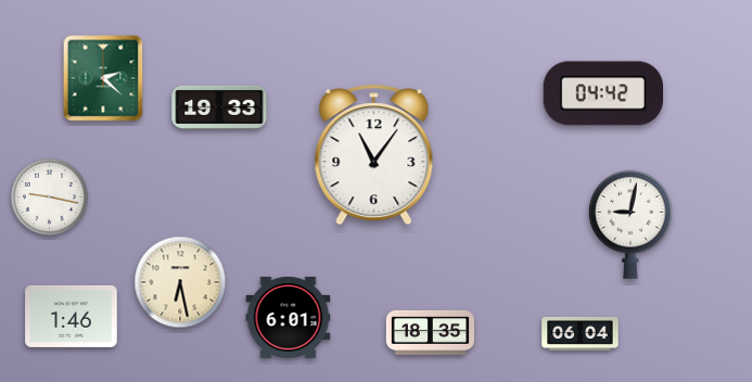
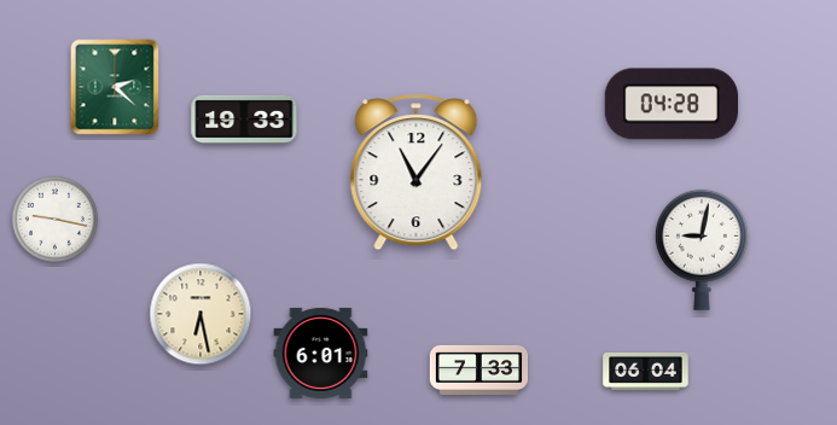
clock at (602, 93): 04:42 -> 04:28
clock at (72, 316): 1:46 -> none
clock at (430, 332): 18:35 -> 7:33
